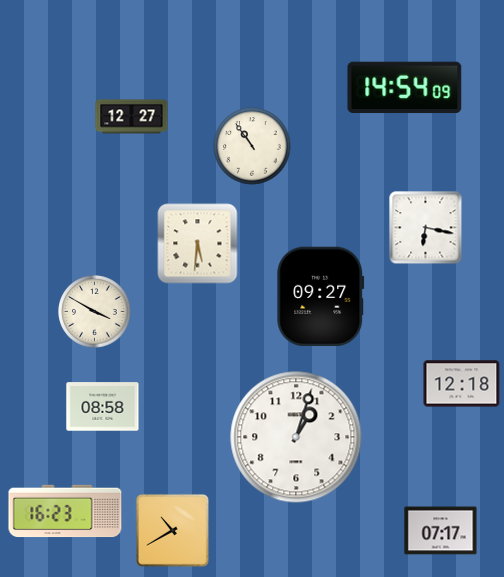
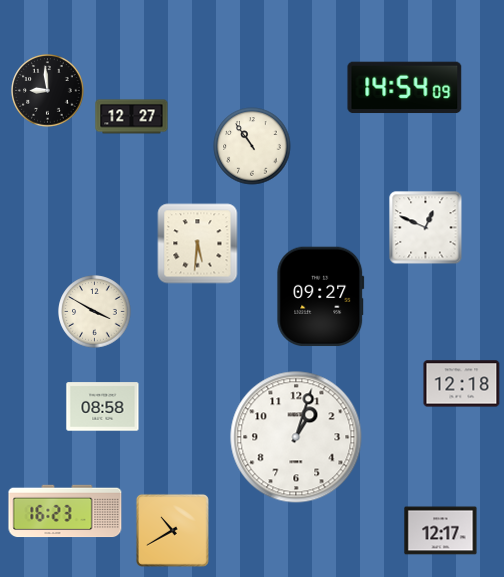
clock at (48, 91): none -> 8:59
clock at (426, 228): 6:17 -> 12:49
clock at (441, 531): 07:17 -> 12:17
